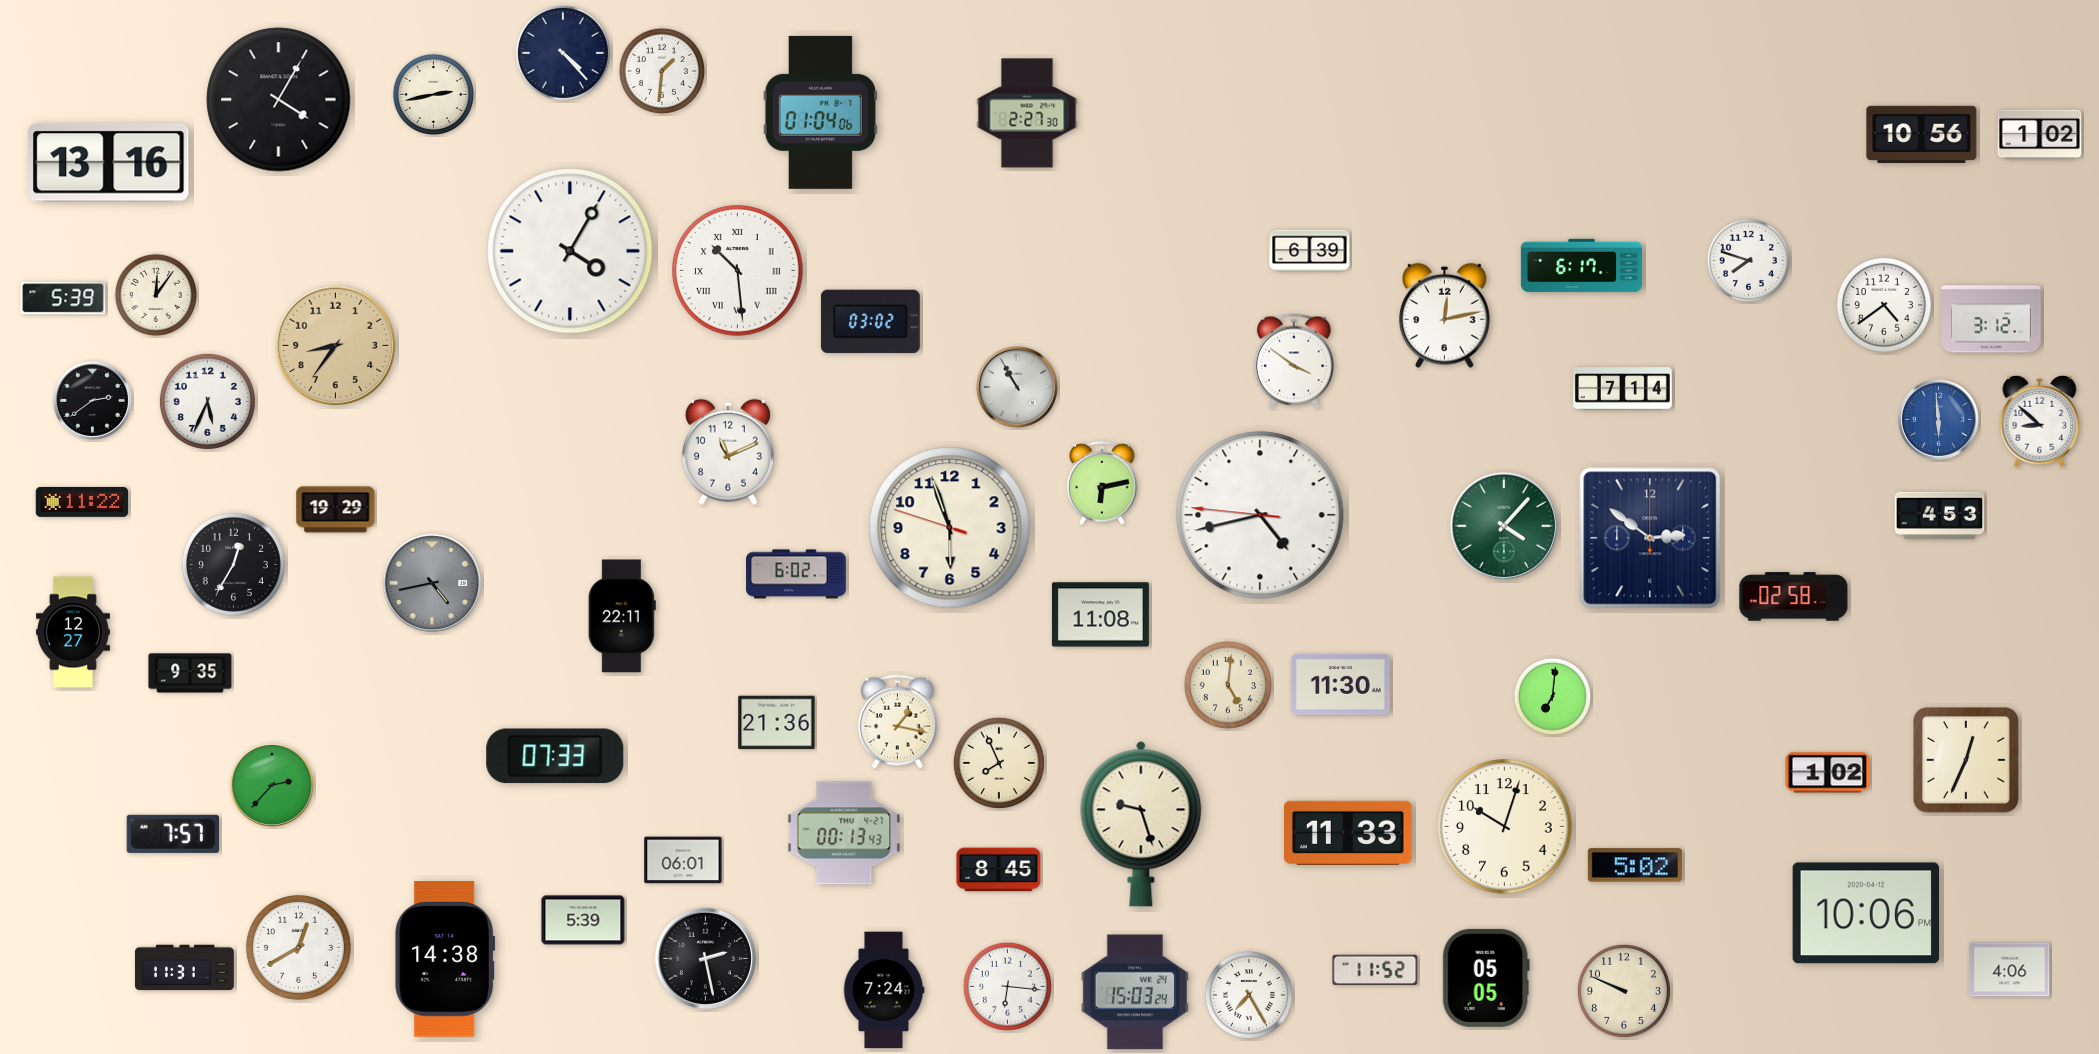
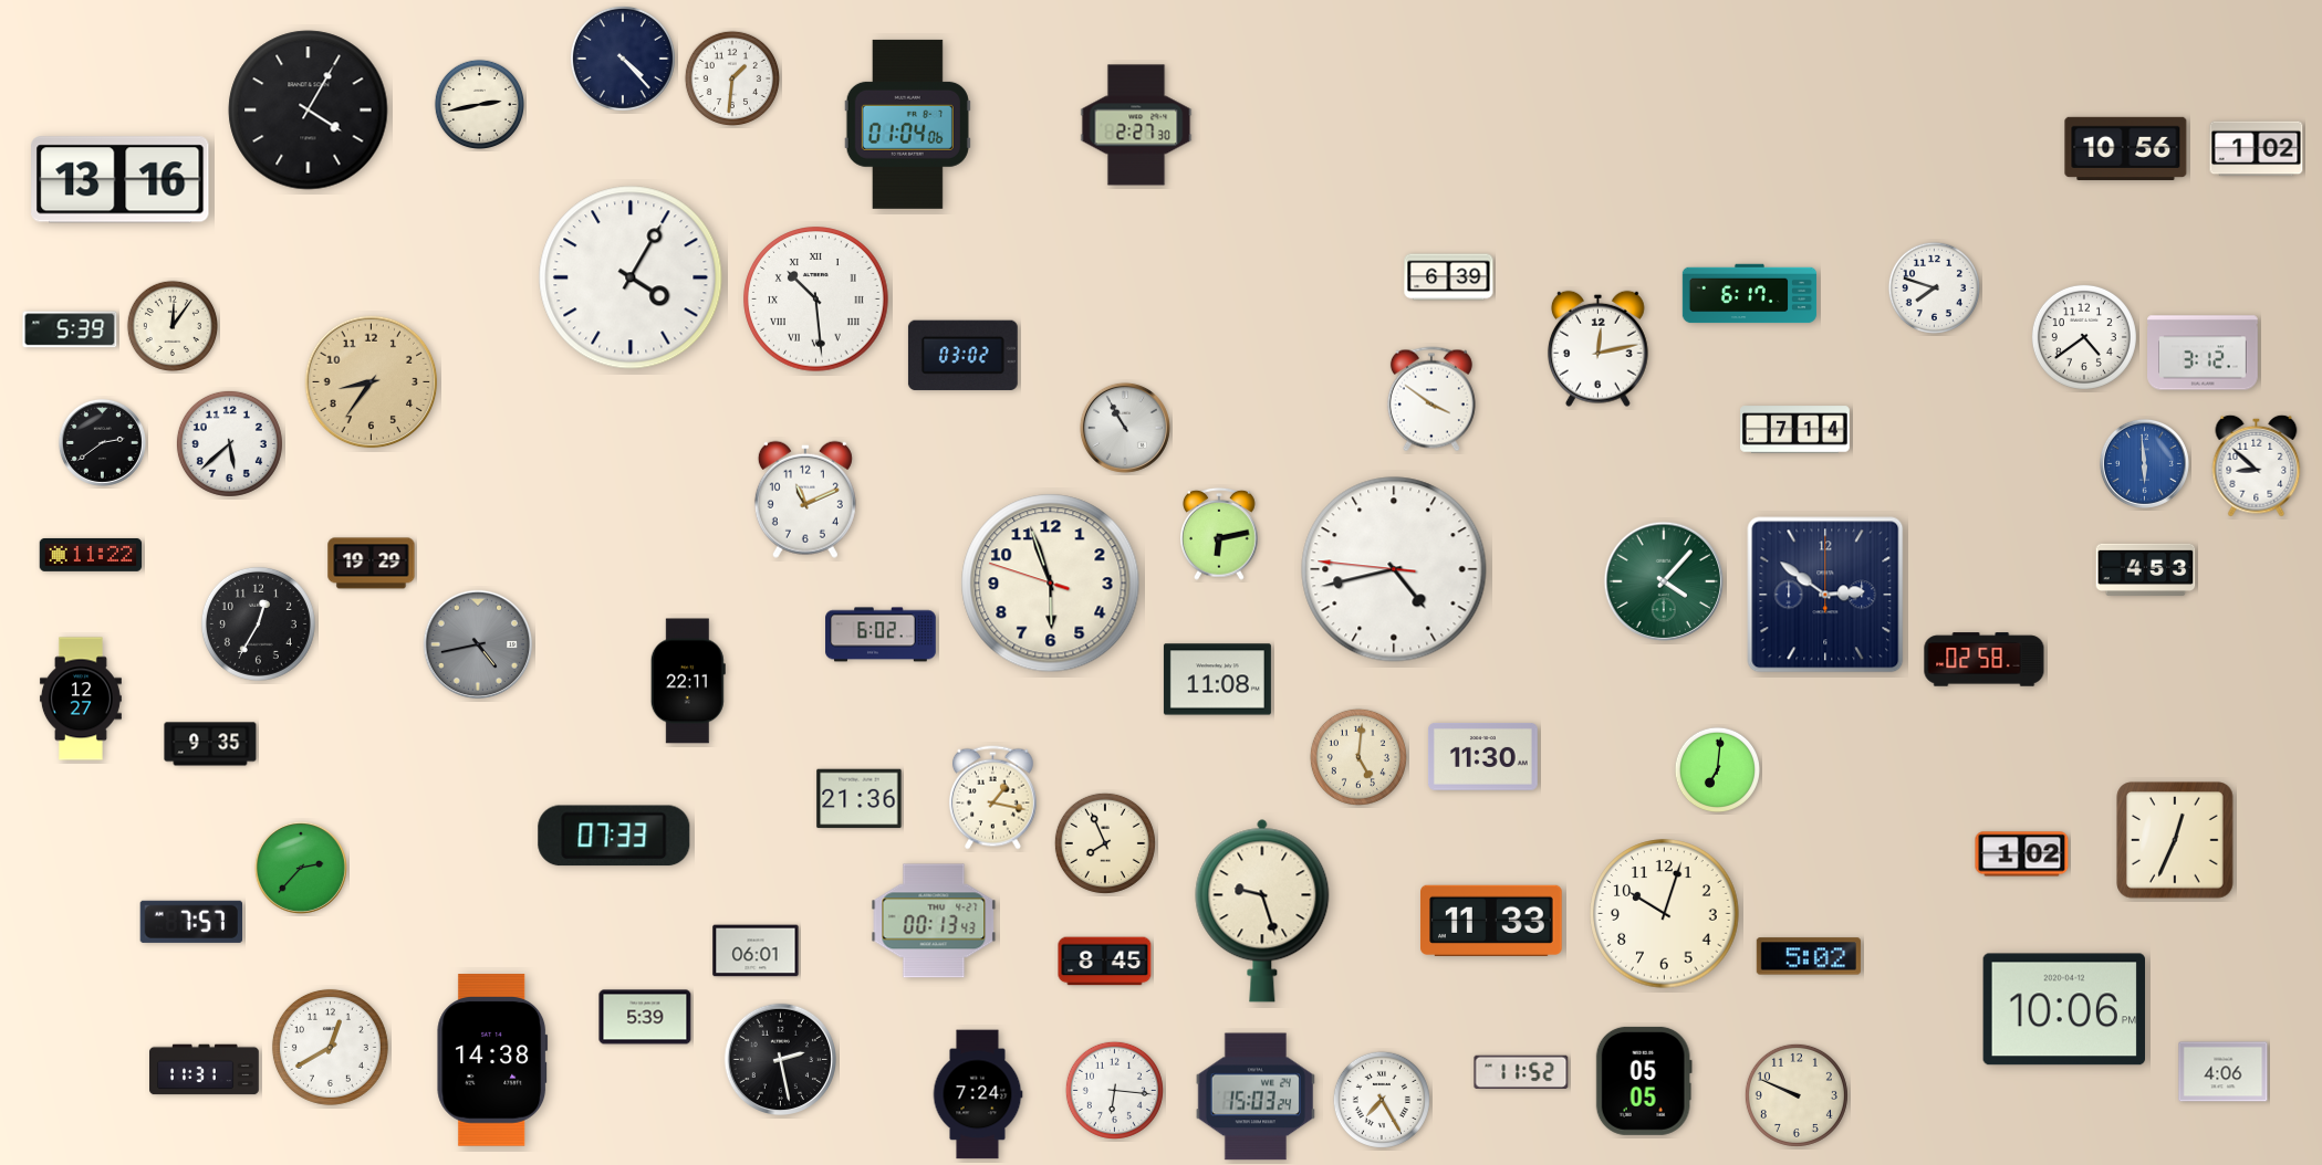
clock at (207, 401): 5:34 -> 5:38
